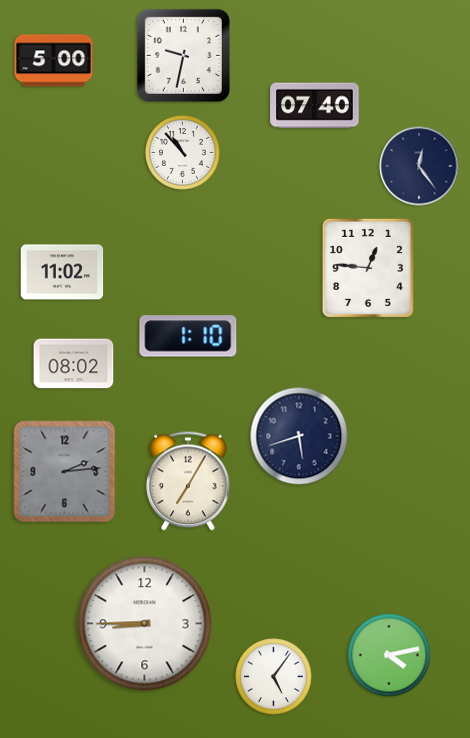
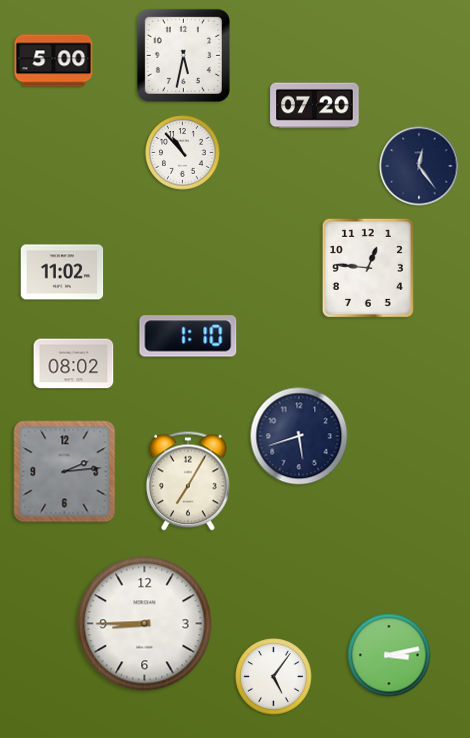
clock at (183, 55): 9:32 -> 5:32
clock at (315, 106): 07:40 -> 07:20
clock at (389, 655): 4:13 -> 3:13
